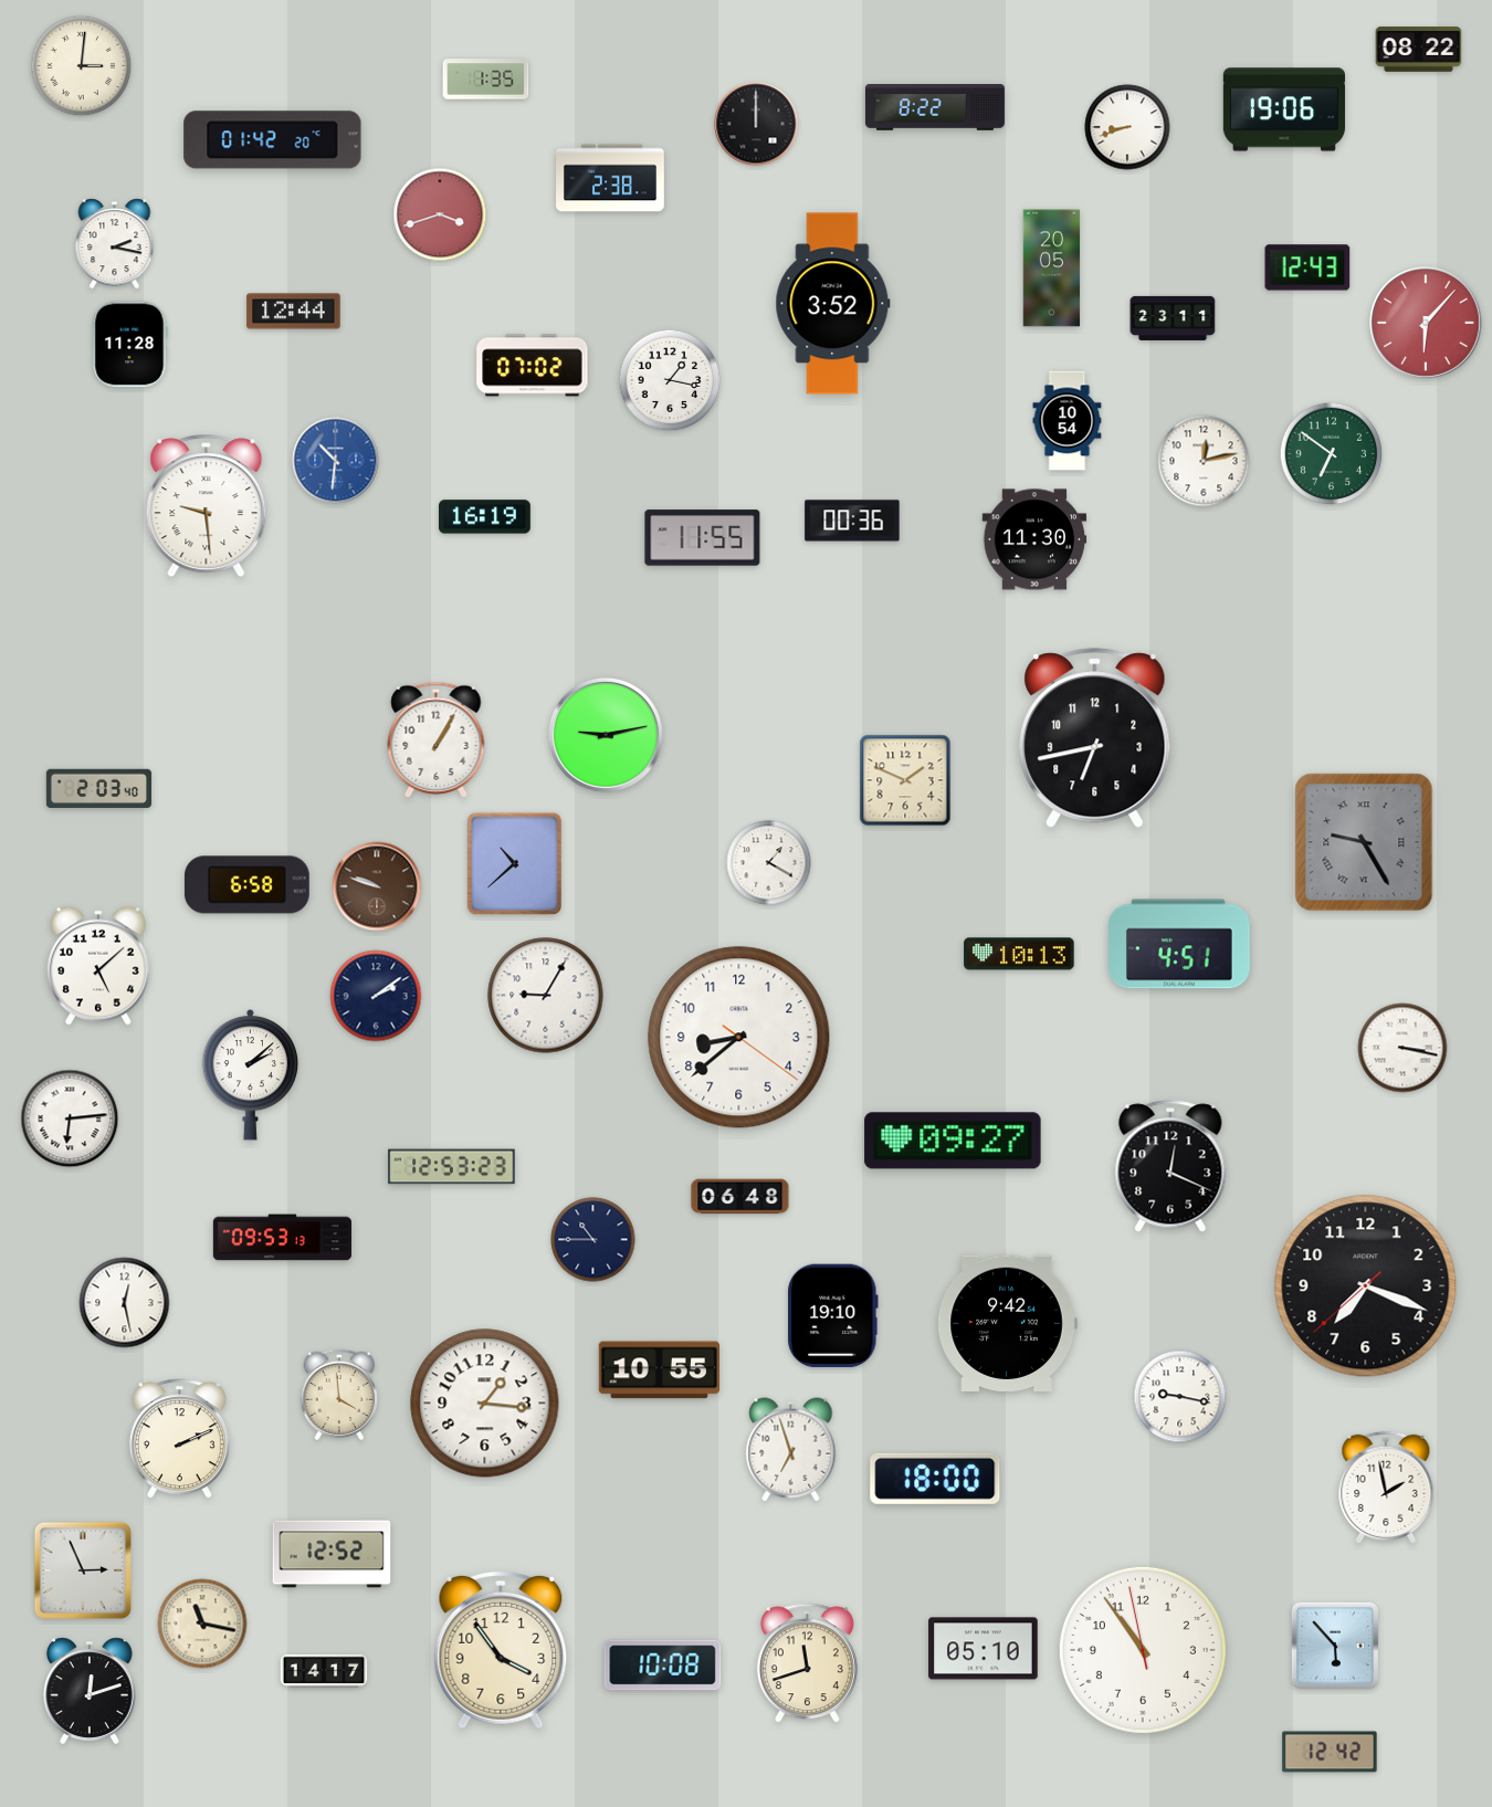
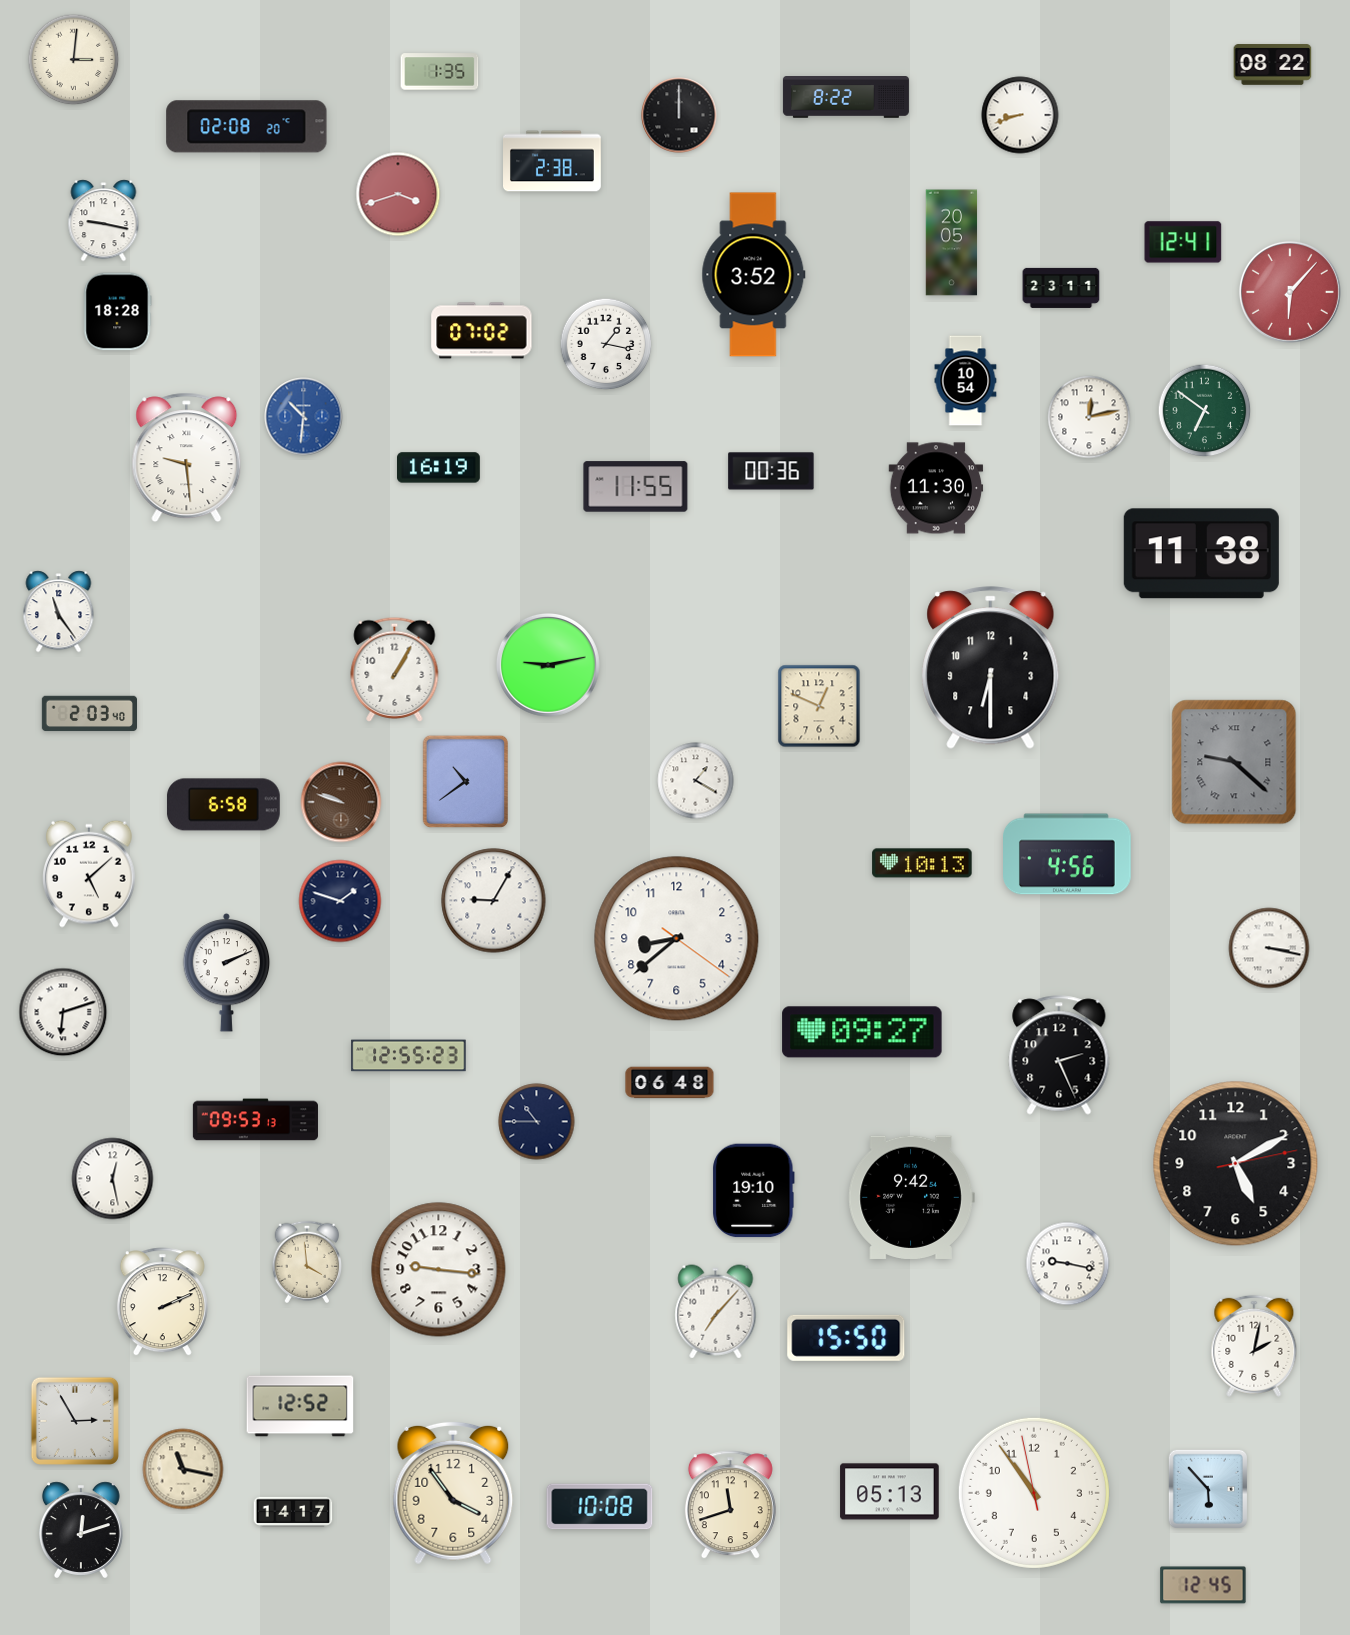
clock at (1419, 50) position: (1419, 50) -> (1273, 65)
clock at (1284, 109): 19:06 -> none
clock at (756, 124) position: (756, 124) -> (679, 115)
clock at (273, 140): 01:42 -> 02:08
clock at (115, 244): 2:17 -> 9:17
clock at (1307, 267): 12:43 -> 12:41
clock at (294, 312): 12:44 -> none
clock at (130, 345): 11:28 -> 18:28
clock at (1201, 554): none -> 11:38
clock at (59, 612): none -> 11:24
clock at (1095, 738): 6:43 -> 6:30
clock at (905, 780): 1:49 -> 12:49
clock at (1364, 842): 9:25 -> 9:22
clock at (514, 864): 10:38 -> 10:39
clock at (246, 885) position: (246, 885) -> (223, 805)
clock at (1180, 944): 4:51 -> 4:56
clock at (376, 996): 2:09 -> 1:48
clock at (739, 1038) position: (739, 1038) -> (677, 939)
clock at (251, 1074): 2:08 -> 2:11
clock at (70, 1118): 6:14 -> 6:12
clock at (1170, 1166): 12:19 -> 2:26
clock at (452, 1167): 12:53 -> 12:55
clock at (1366, 1286): 7:18 -> 5:10
clock at (659, 1370): 10:55 -> none
clock at (485, 1404): 1:16 -> 9:16
clock at (791, 1450): 6:57 -> 7:07
clock at (935, 1479): 18:00 -> 15:50
clock at (1386, 1488): 1:58 -> 2:02
clock at (83, 1570): 2:56 -> 2:55
clock at (984, 1649): 05:10 -> 05:13
clock at (1330, 1752): 12:42 -> 12:45
